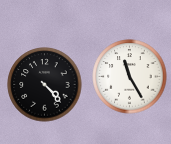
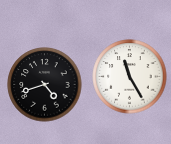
clock at (45, 85): 4:23 -> 4:42
